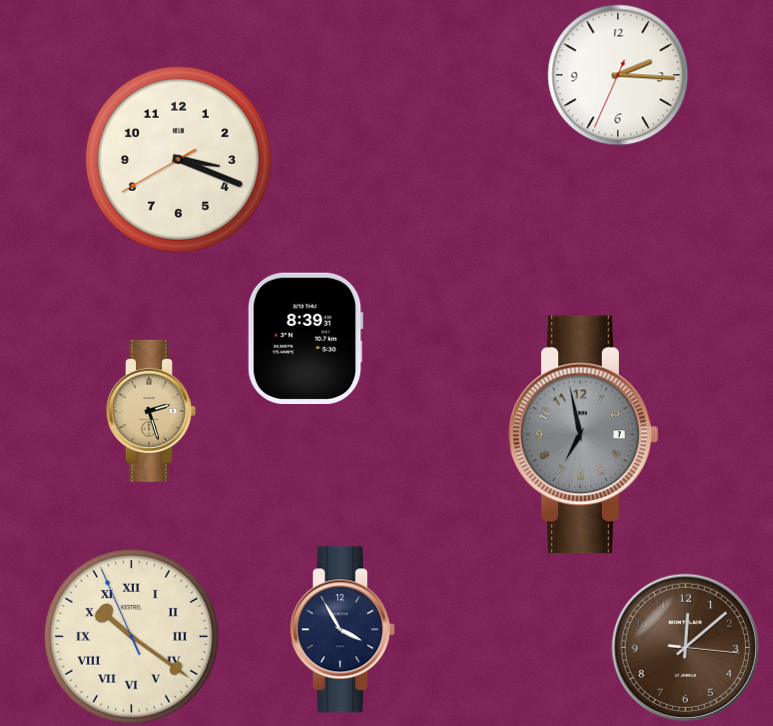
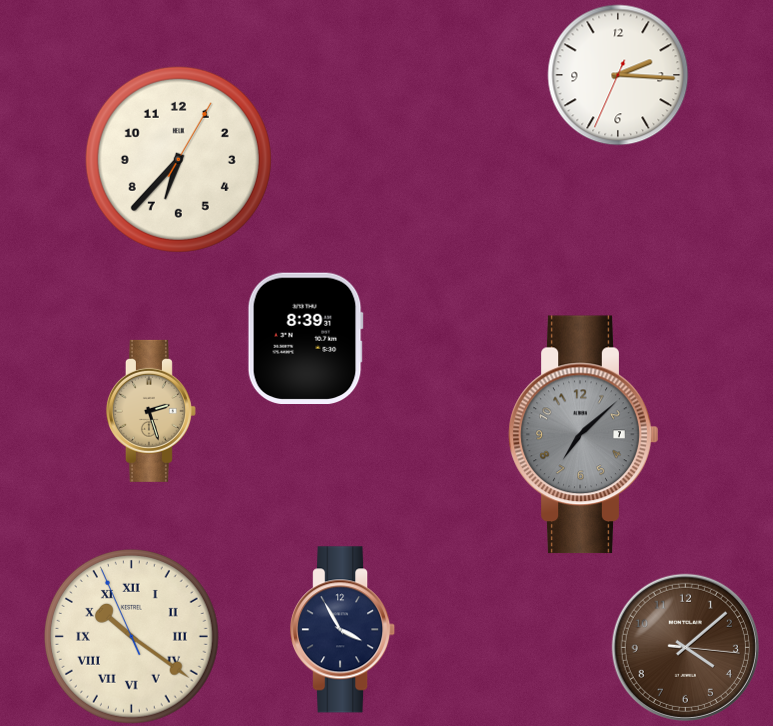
clock at (178, 159): 3:18 -> 6:37
clock at (584, 435): 6:58 -> 7:08
clock at (685, 647): 12:08 -> 4:08
